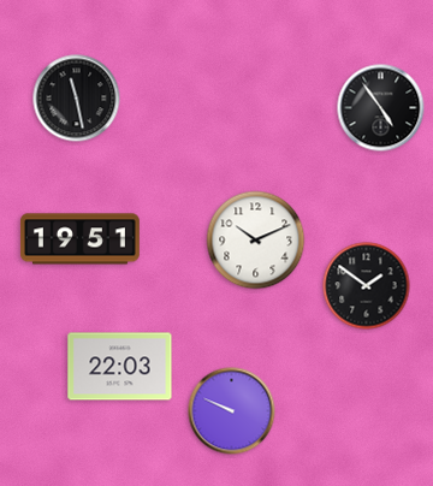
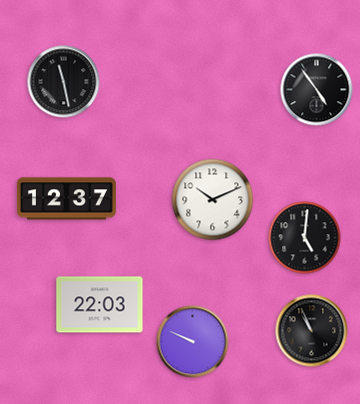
clock at (81, 239): 19:51 -> 12:37
clock at (367, 286): 1:51 -> 5:01
clock at (312, 331): none -> 10:56
